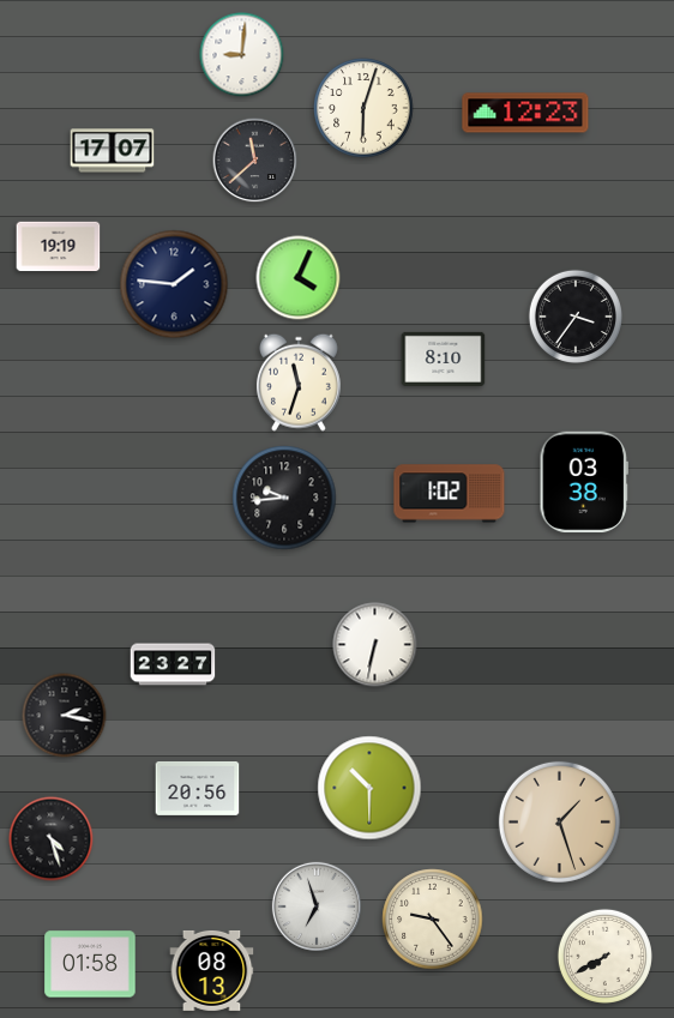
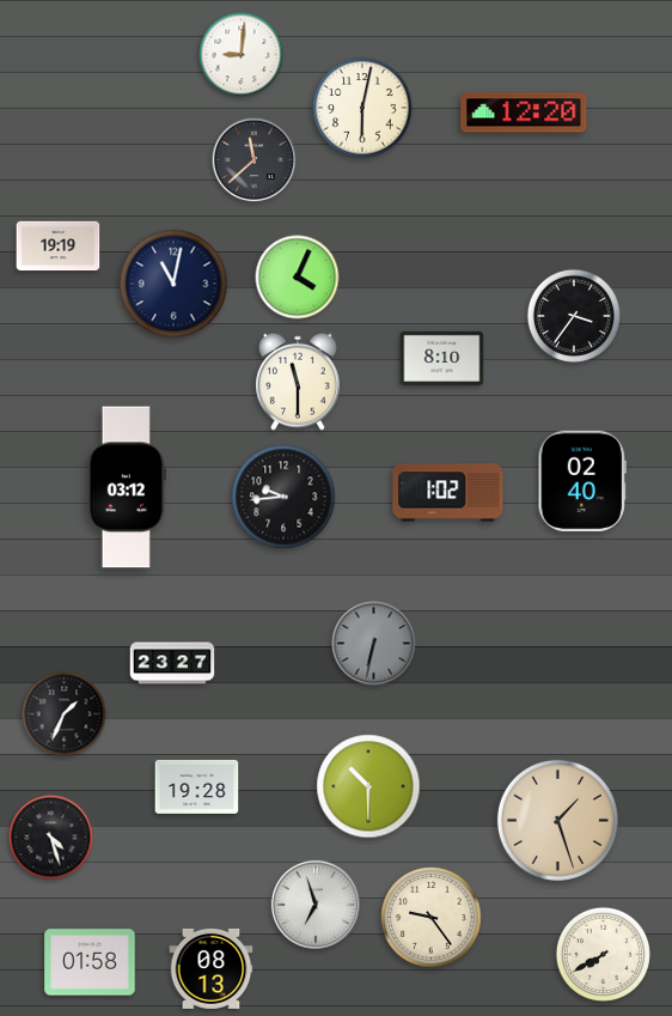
clock at (363, 108): 6:03 -> 6:02
clock at (525, 113): 12:23 -> 12:20
clock at (113, 151): 17:07 -> none
clock at (174, 284): 1:46 -> 11:02
clock at (299, 382): 11:33 -> 11:30
clock at (583, 482): 03:38 -> 02:40
clock at (127, 487): none -> 03:12
clock at (375, 645) dial: white -> grey
clock at (65, 716): 2:17 -> 1:34
clock at (198, 788): 20:56 -> 19:28
